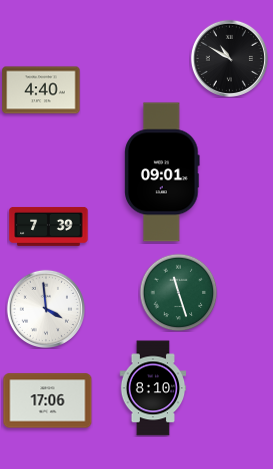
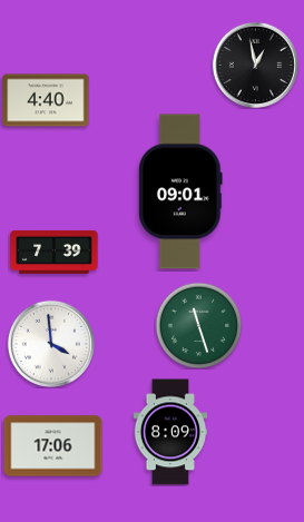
clock at (229, 58): 10:50 -> 12:58
clock at (153, 388): 8:10 -> 8:09
